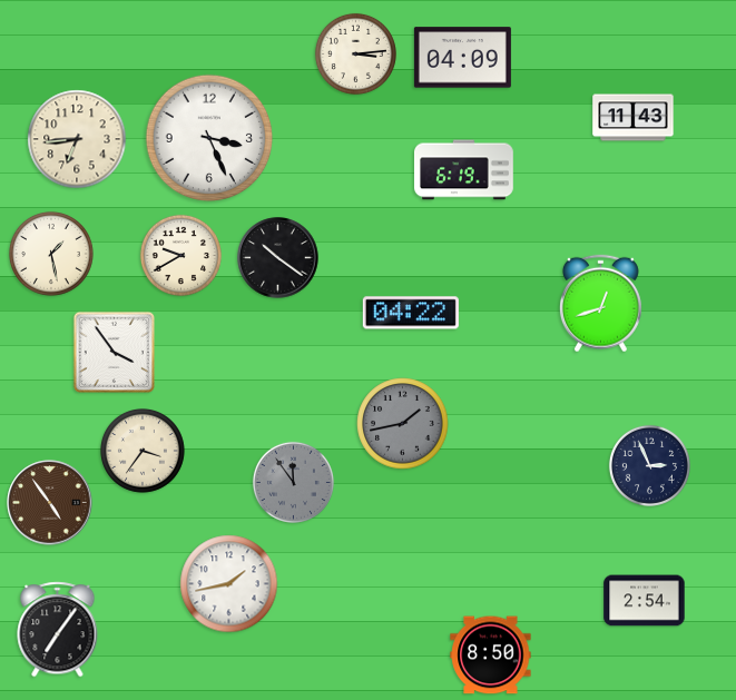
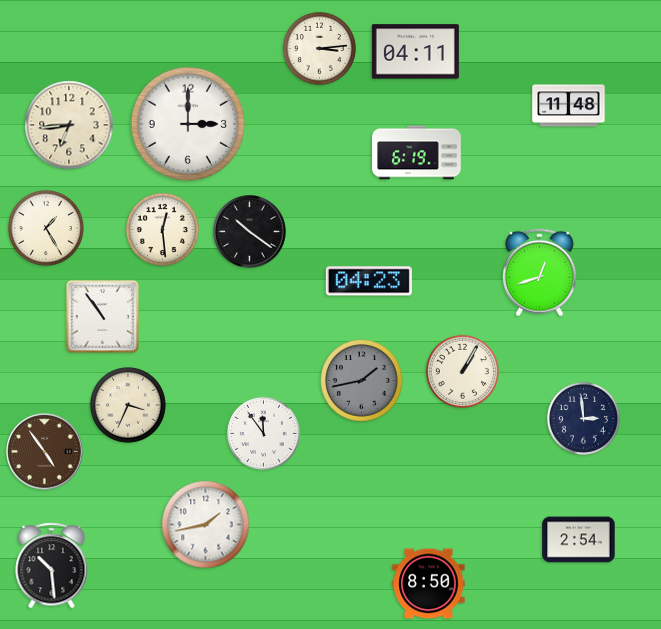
clock at (462, 58): 04:09 -> 04:11
clock at (634, 118): 11:43 -> 11:48
clock at (209, 138): 3:26 -> 3:00
clock at (51, 254): 1:28 -> 1:25
clock at (180, 255): 9:40 -> 12:29
clock at (411, 313): 04:22 -> 04:23
clock at (114, 352): 3:54 -> 10:54
clock at (462, 371): none -> 1:05
clock at (143, 451): 3:36 -> 3:34
clock at (649, 465): 2:56 -> 2:59
clock at (293, 482) dial: grey -> white
clock at (58, 630): 7:06 -> 10:29
clock at (491, 655) position: (491, 655) -> (429, 584)
